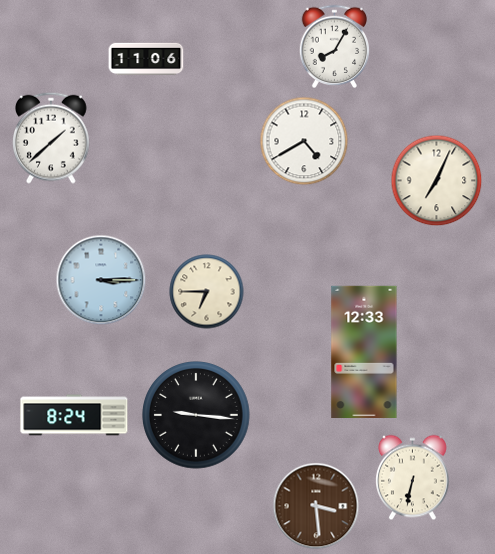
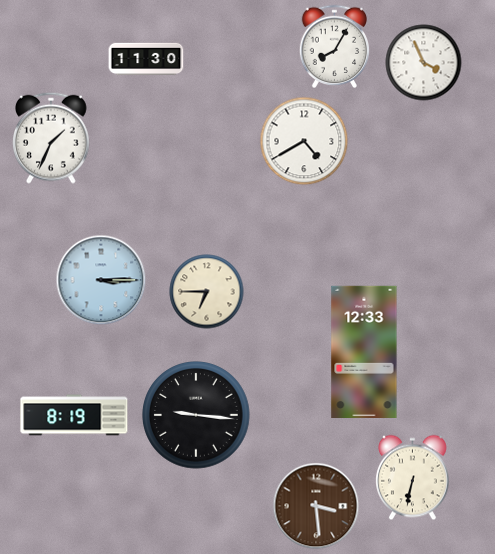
clock at (146, 59): 11:06 -> 11:30
clock at (424, 63): none -> 3:56
clock at (52, 138): 1:38 -> 1:34
clock at (437, 181): 7:04 -> none
clock at (74, 415): 8:24 -> 8:19
